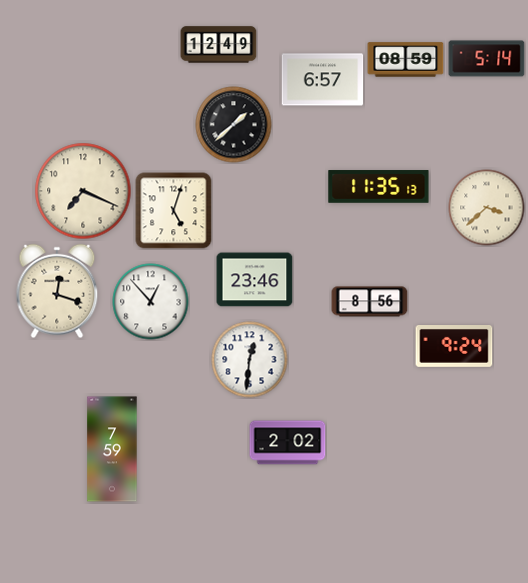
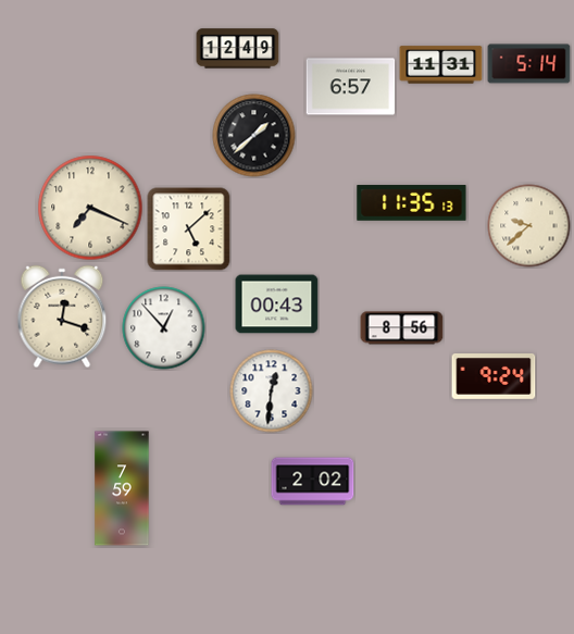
clock at (406, 60): 08:59 -> 11:31
clock at (487, 208): 3:38 -> 9:38
clock at (174, 211): 5:03 -> 5:08
clock at (255, 280): 23:46 -> 00:43
